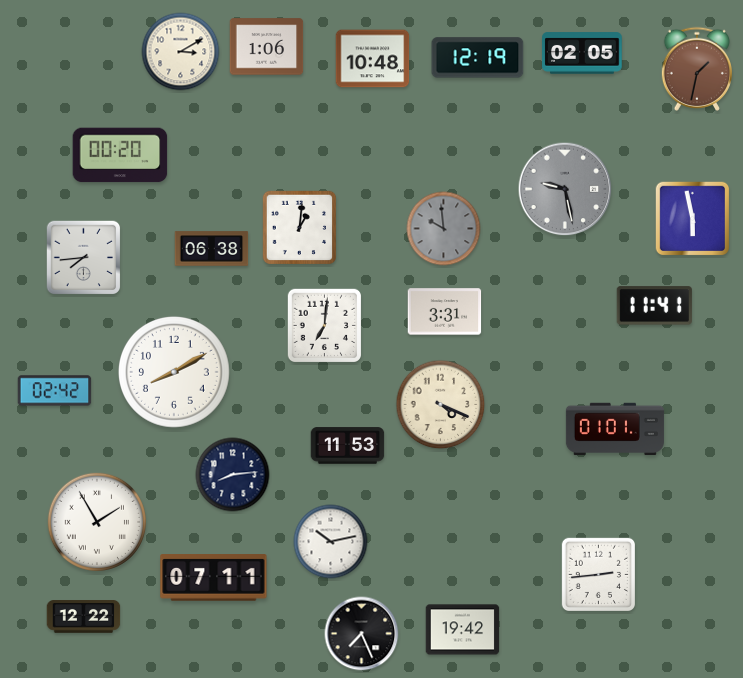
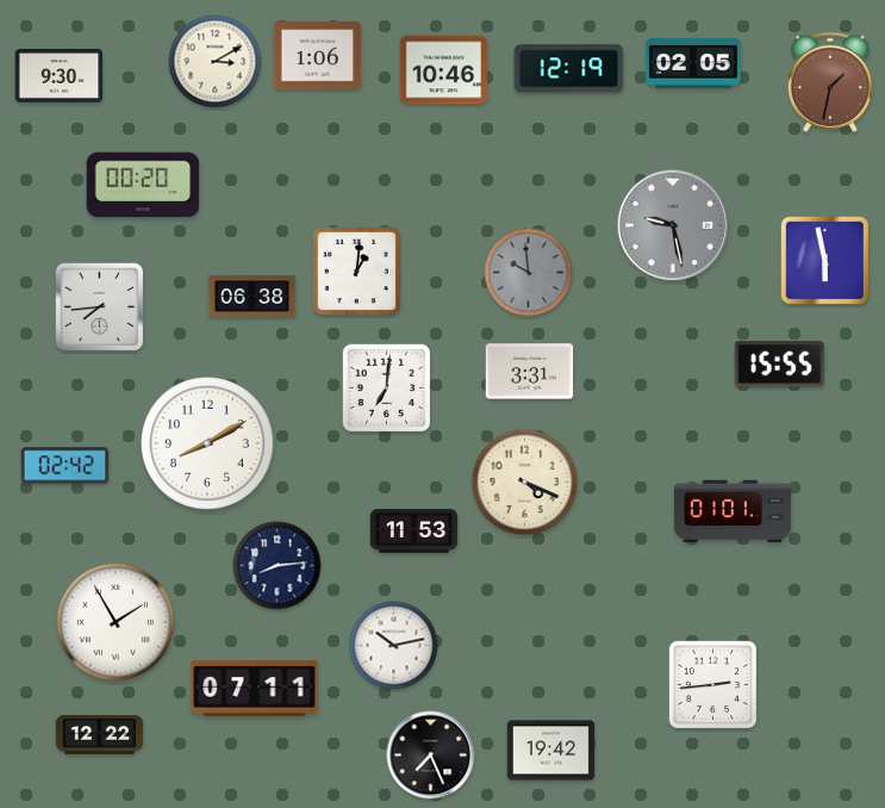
clock at (373, 59): 10:48 -> 10:46
clock at (60, 76): none -> 9:30
clock at (654, 306): 11:41 -> 15:55
